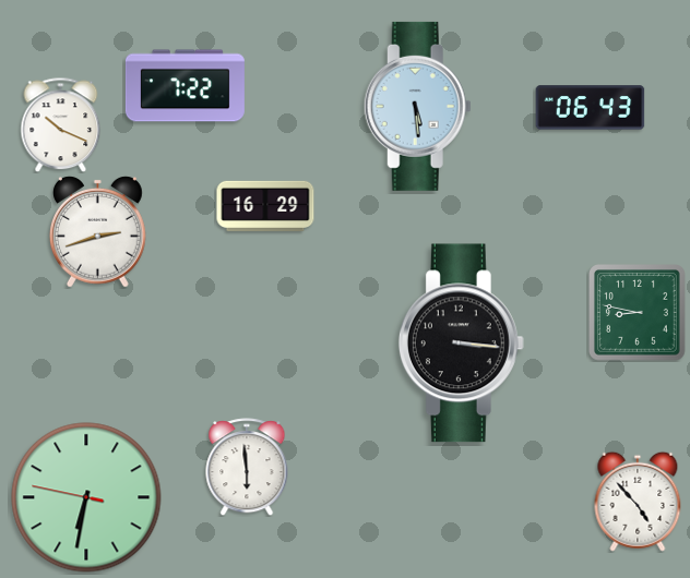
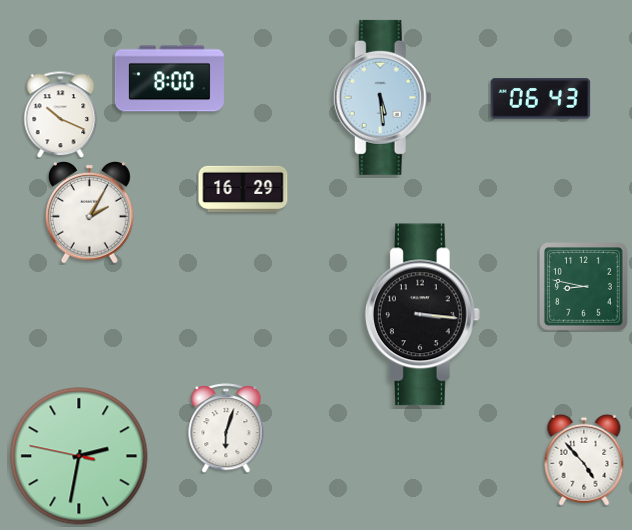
clock at (185, 86): 7:22 -> 8:00
clock at (61, 124) position: (61, 124) -> (61, 114)
clock at (97, 231): 2:42 -> 2:05
clock at (247, 467): 5:59 -> 6:03
clock at (86, 497): 6:31 -> 2:31
